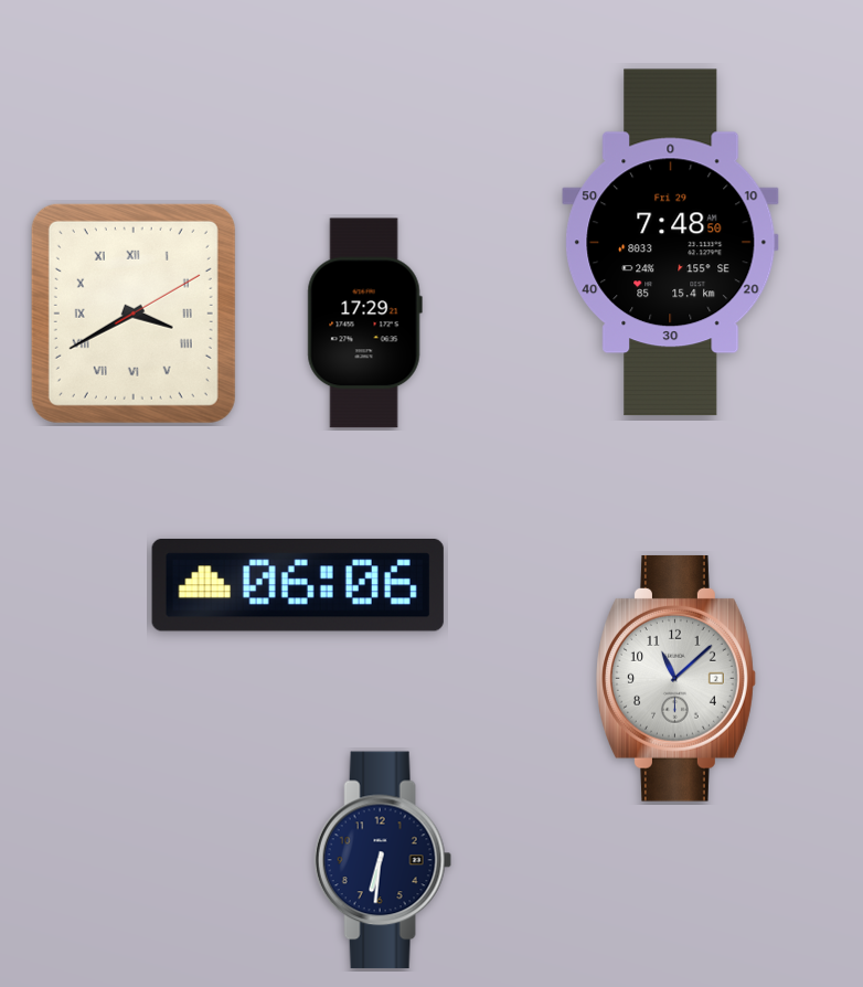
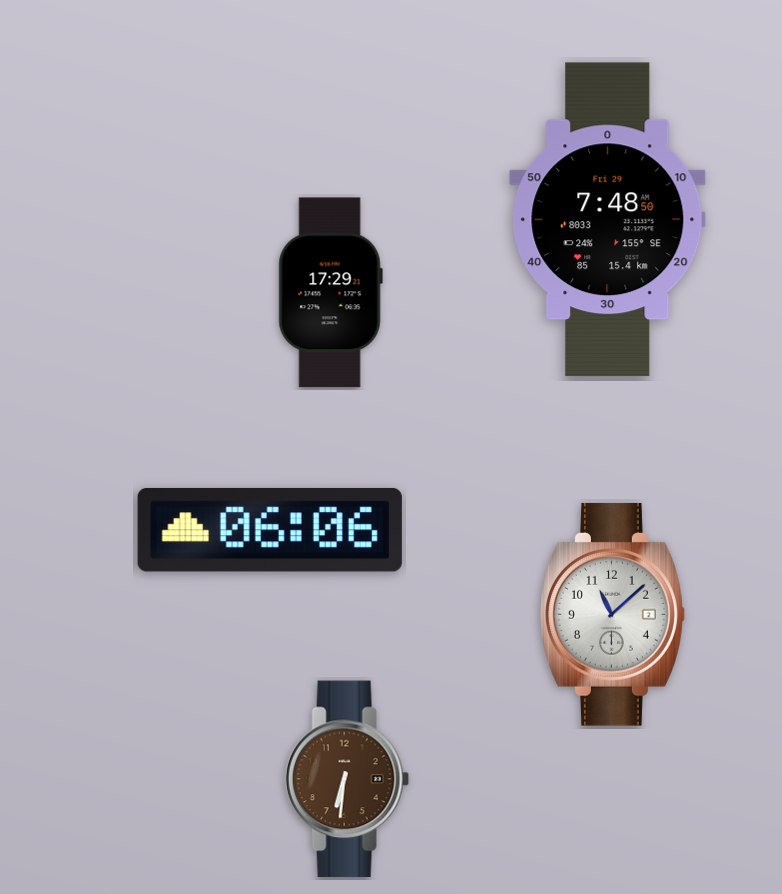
clock at (134, 314): 3:40 -> none
clock at (383, 860) dial: navy -> brown
